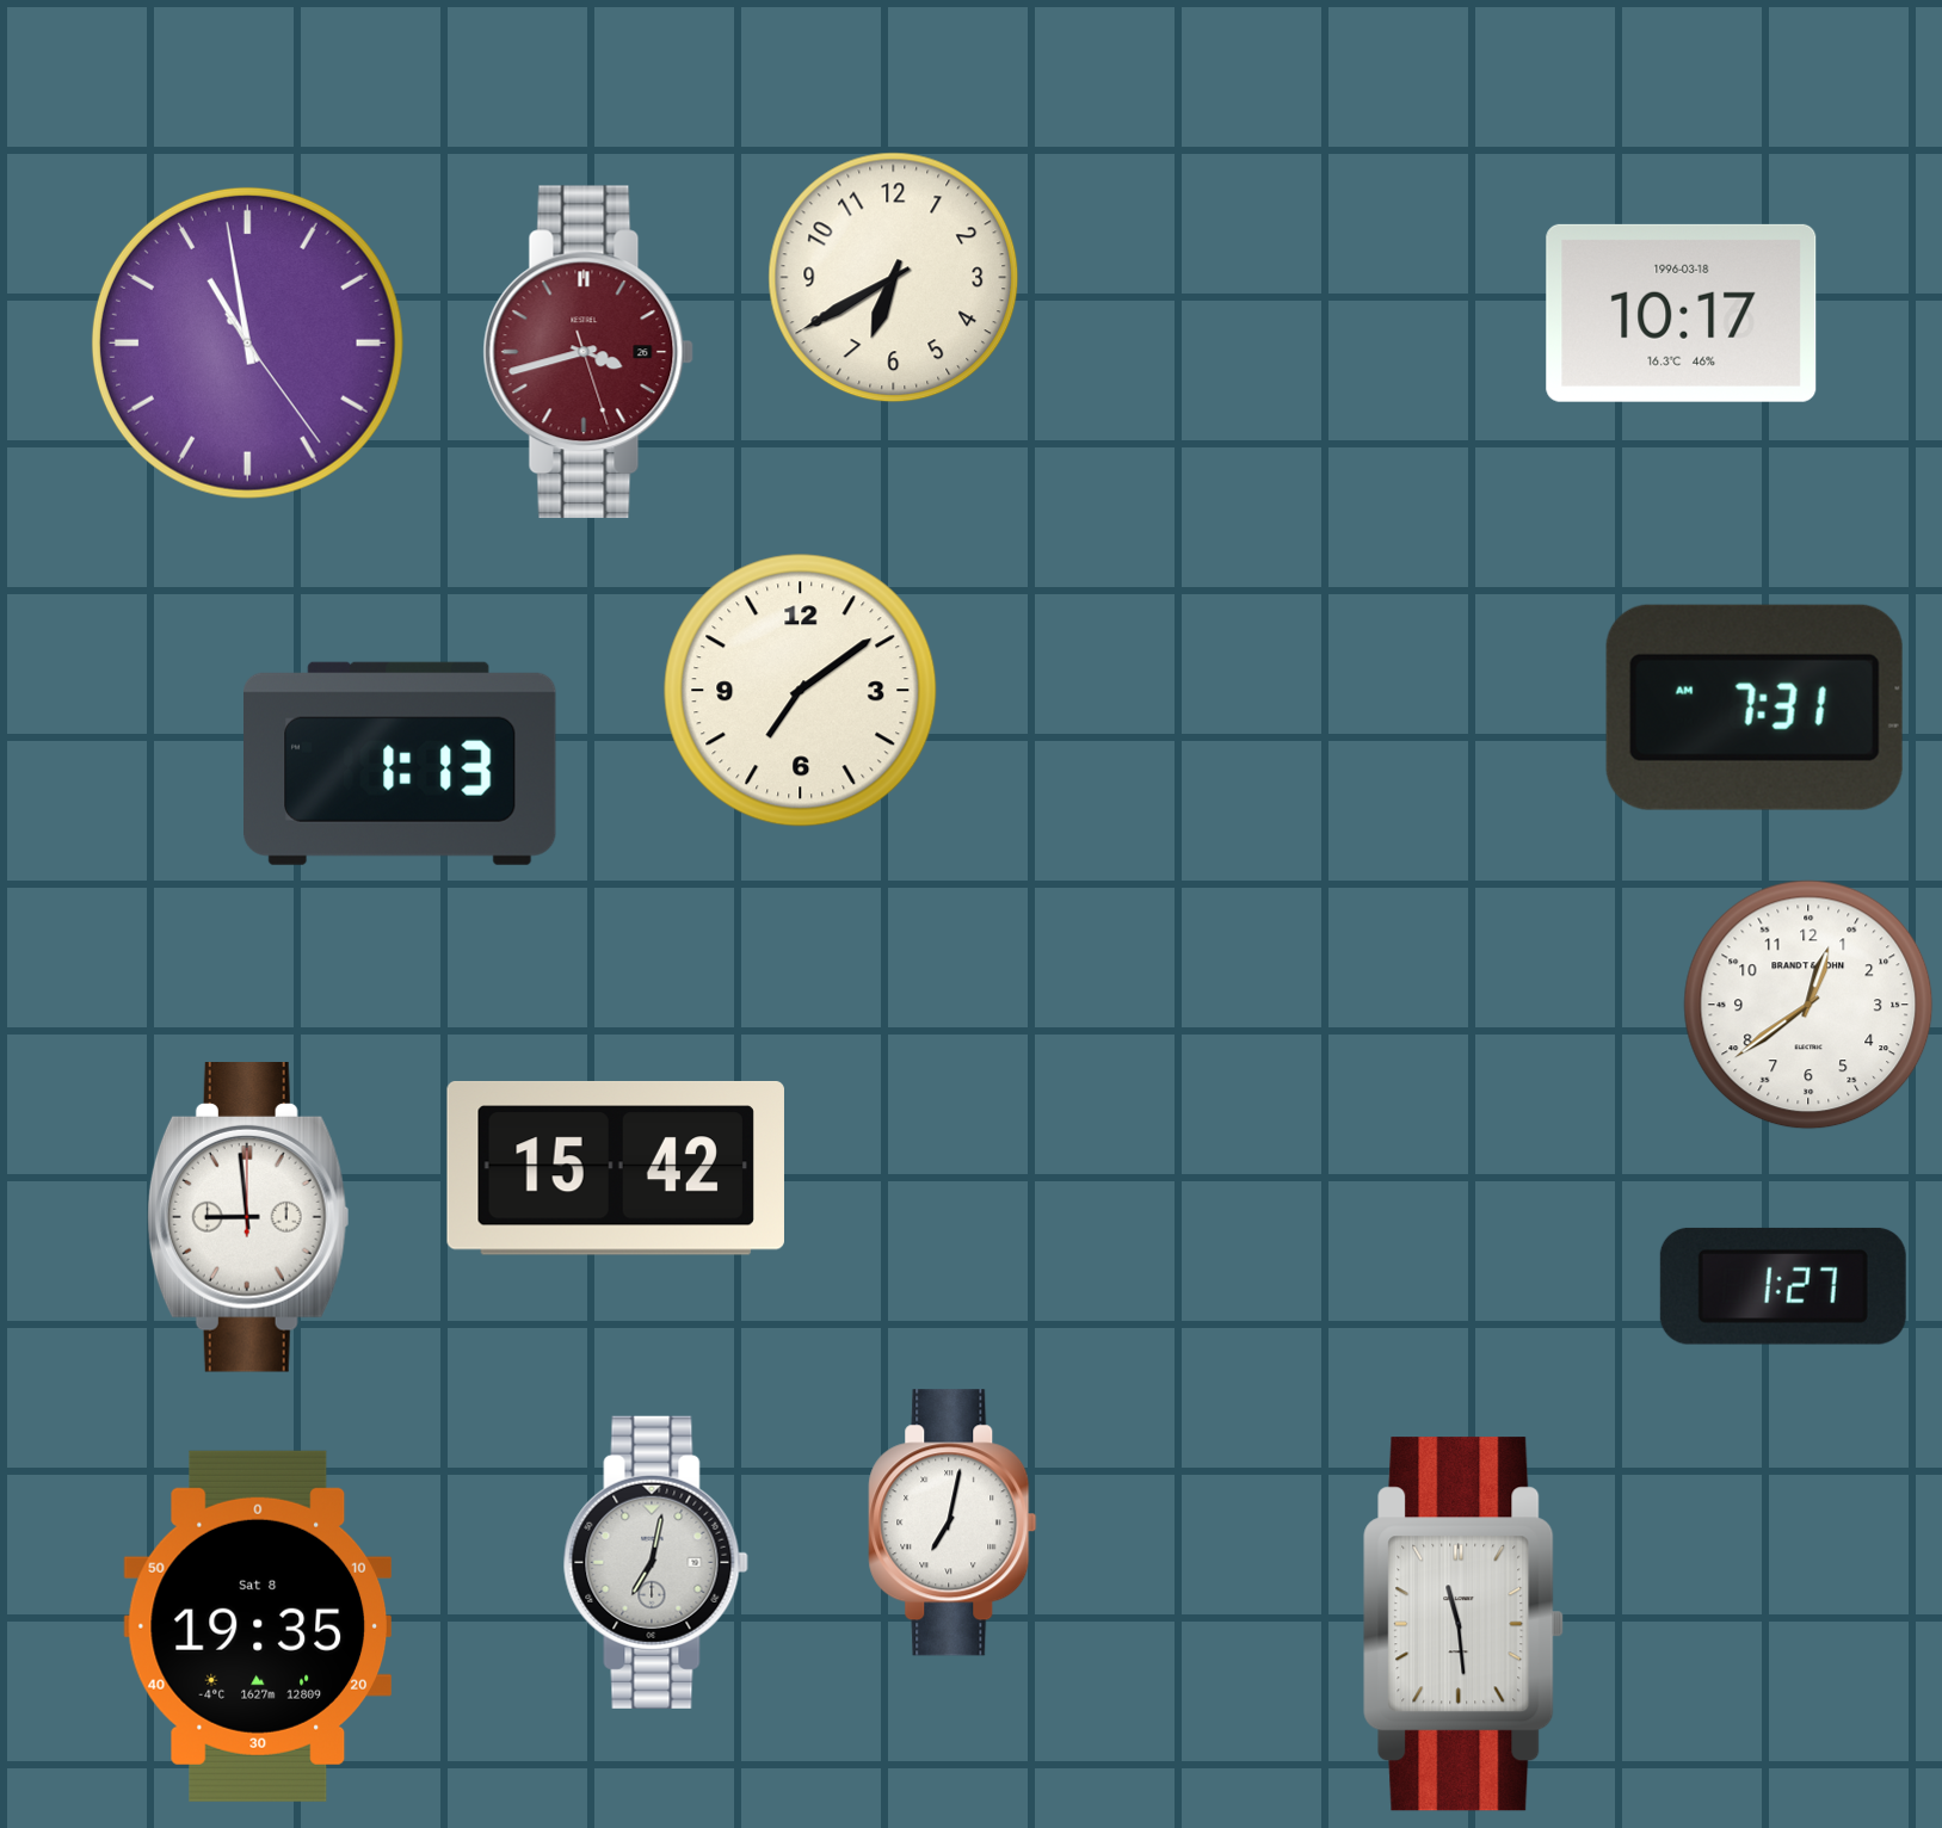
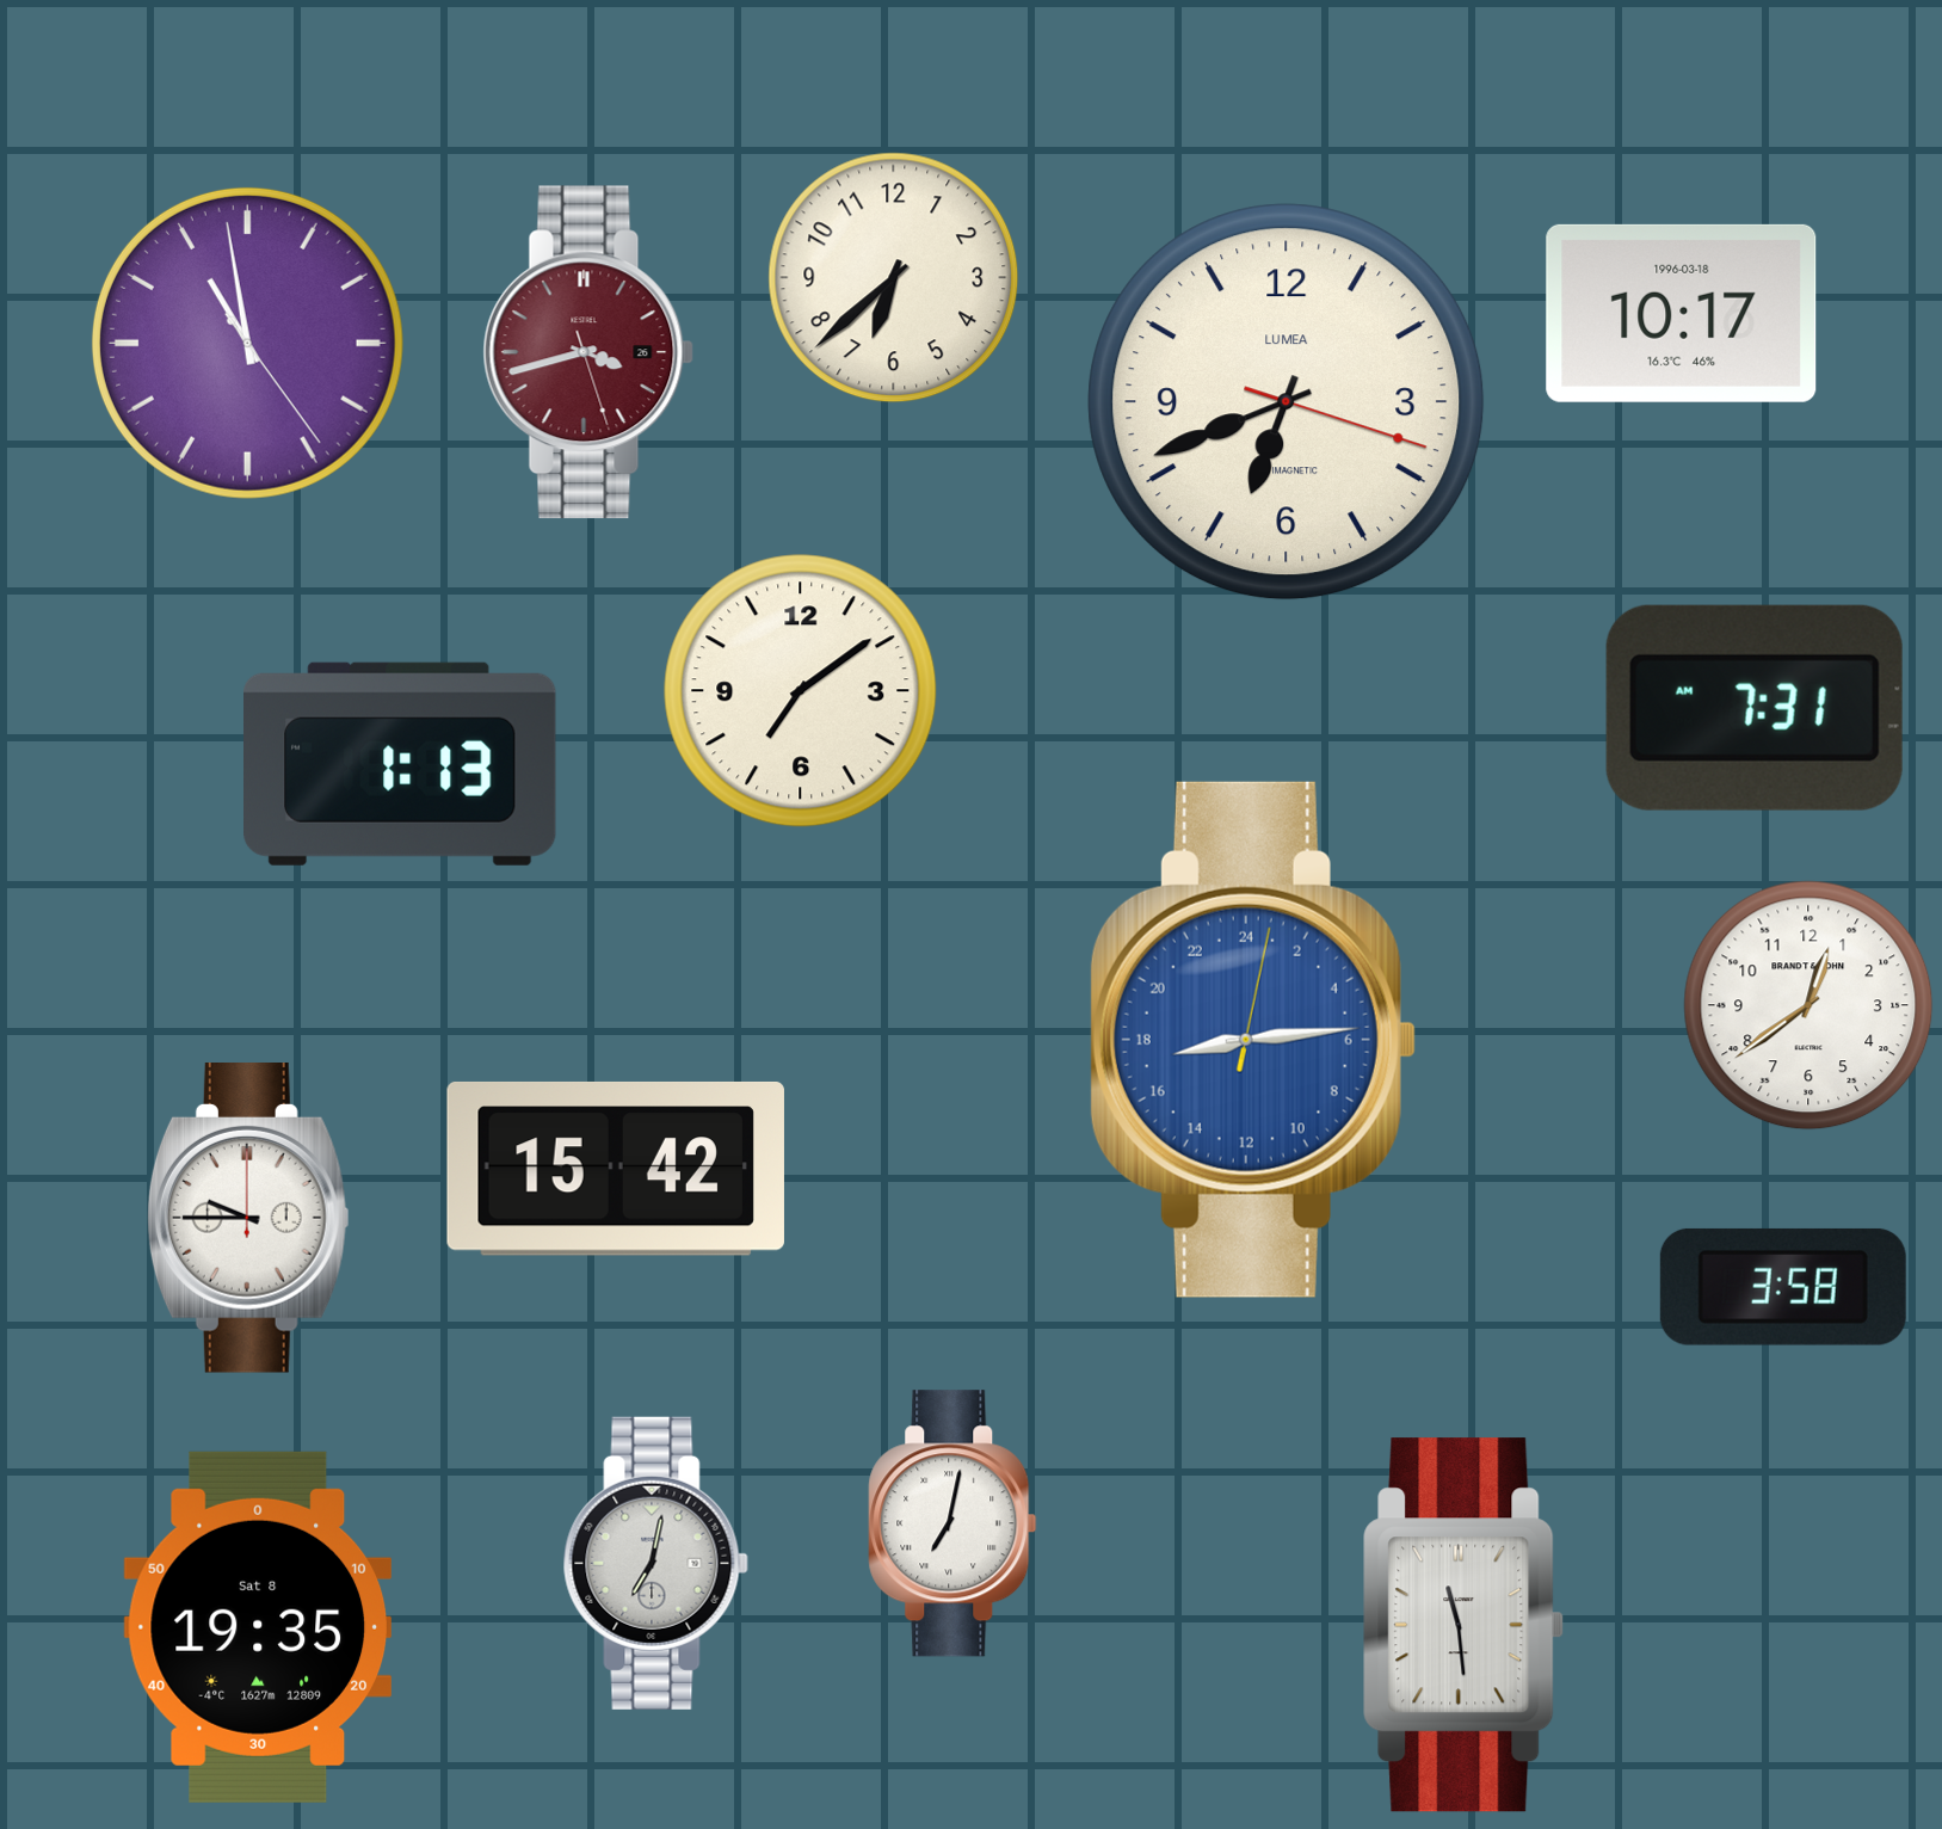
clock at (894, 278): 6:40 -> 6:38
clock at (1287, 402): none -> 6:41
clock at (1253, 1040): none -> 17:14
clock at (248, 1218): 8:59 -> 9:45
clock at (1783, 1286): 1:27 -> 3:58
